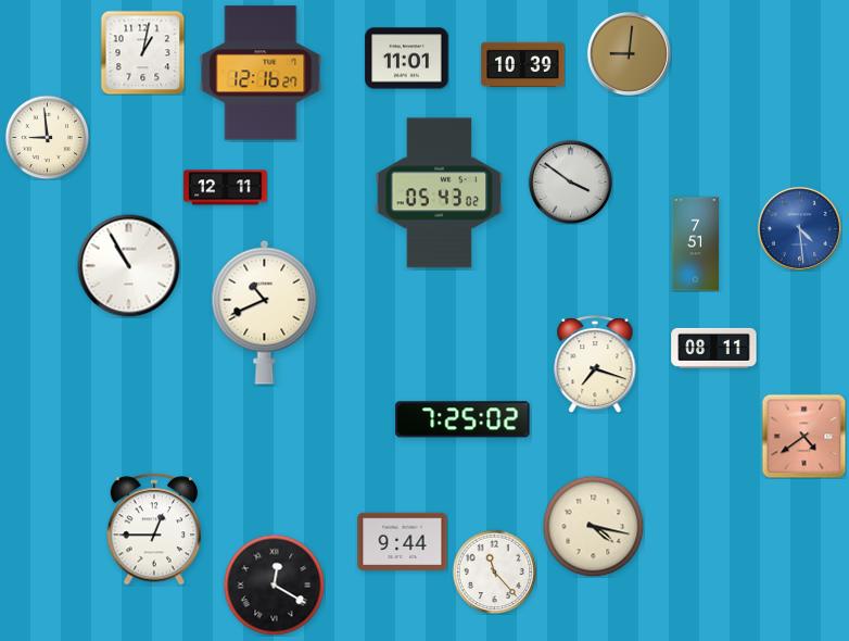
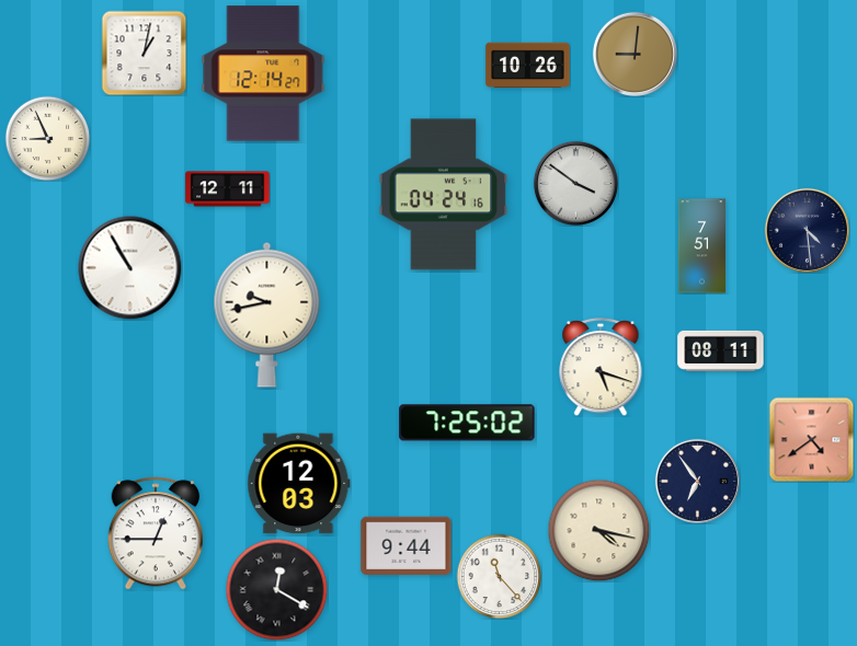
clock at (407, 59): 11:01 -> none
clock at (523, 65): 10:39 -> 10:26
clock at (261, 73): 12:16 -> 12:14
clock at (47, 137): 8:59 -> 8:56
clock at (440, 193): 05:43 -> 04:24
clock at (799, 228) dial: blue -> navy
clock at (265, 312): 10:41 -> 9:43
clock at (595, 364): 7:18 -> 5:18
clock at (697, 481): none -> 6:54
clock at (299, 484): none -> 12:03
